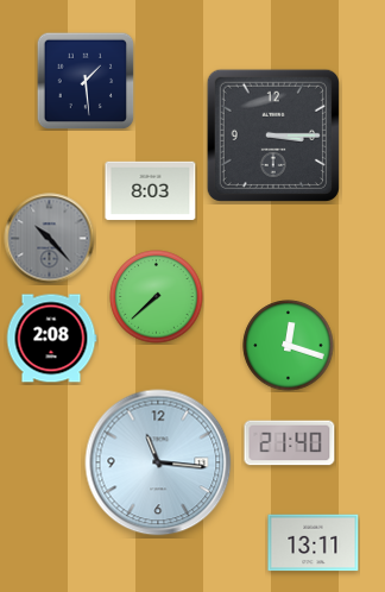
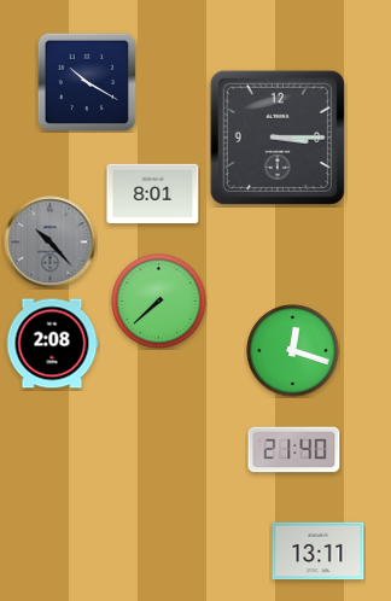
clock at (86, 81): 1:29 -> 10:20
clock at (151, 191): 8:03 -> 8:01
clock at (158, 462): 11:16 -> none
